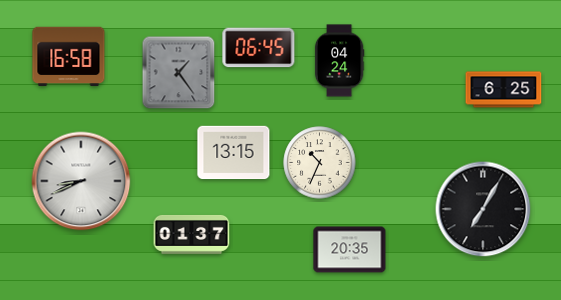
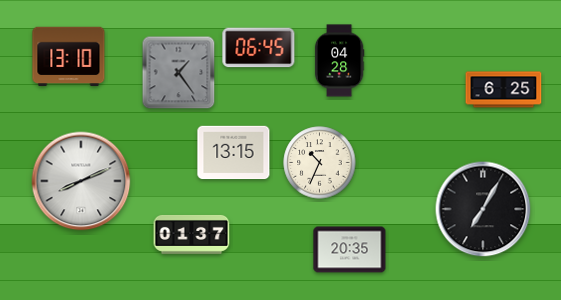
clock at (69, 57): 16:58 -> 13:10
clock at (339, 61): 04:24 -> 04:28
clock at (81, 181): 8:41 -> 8:11
